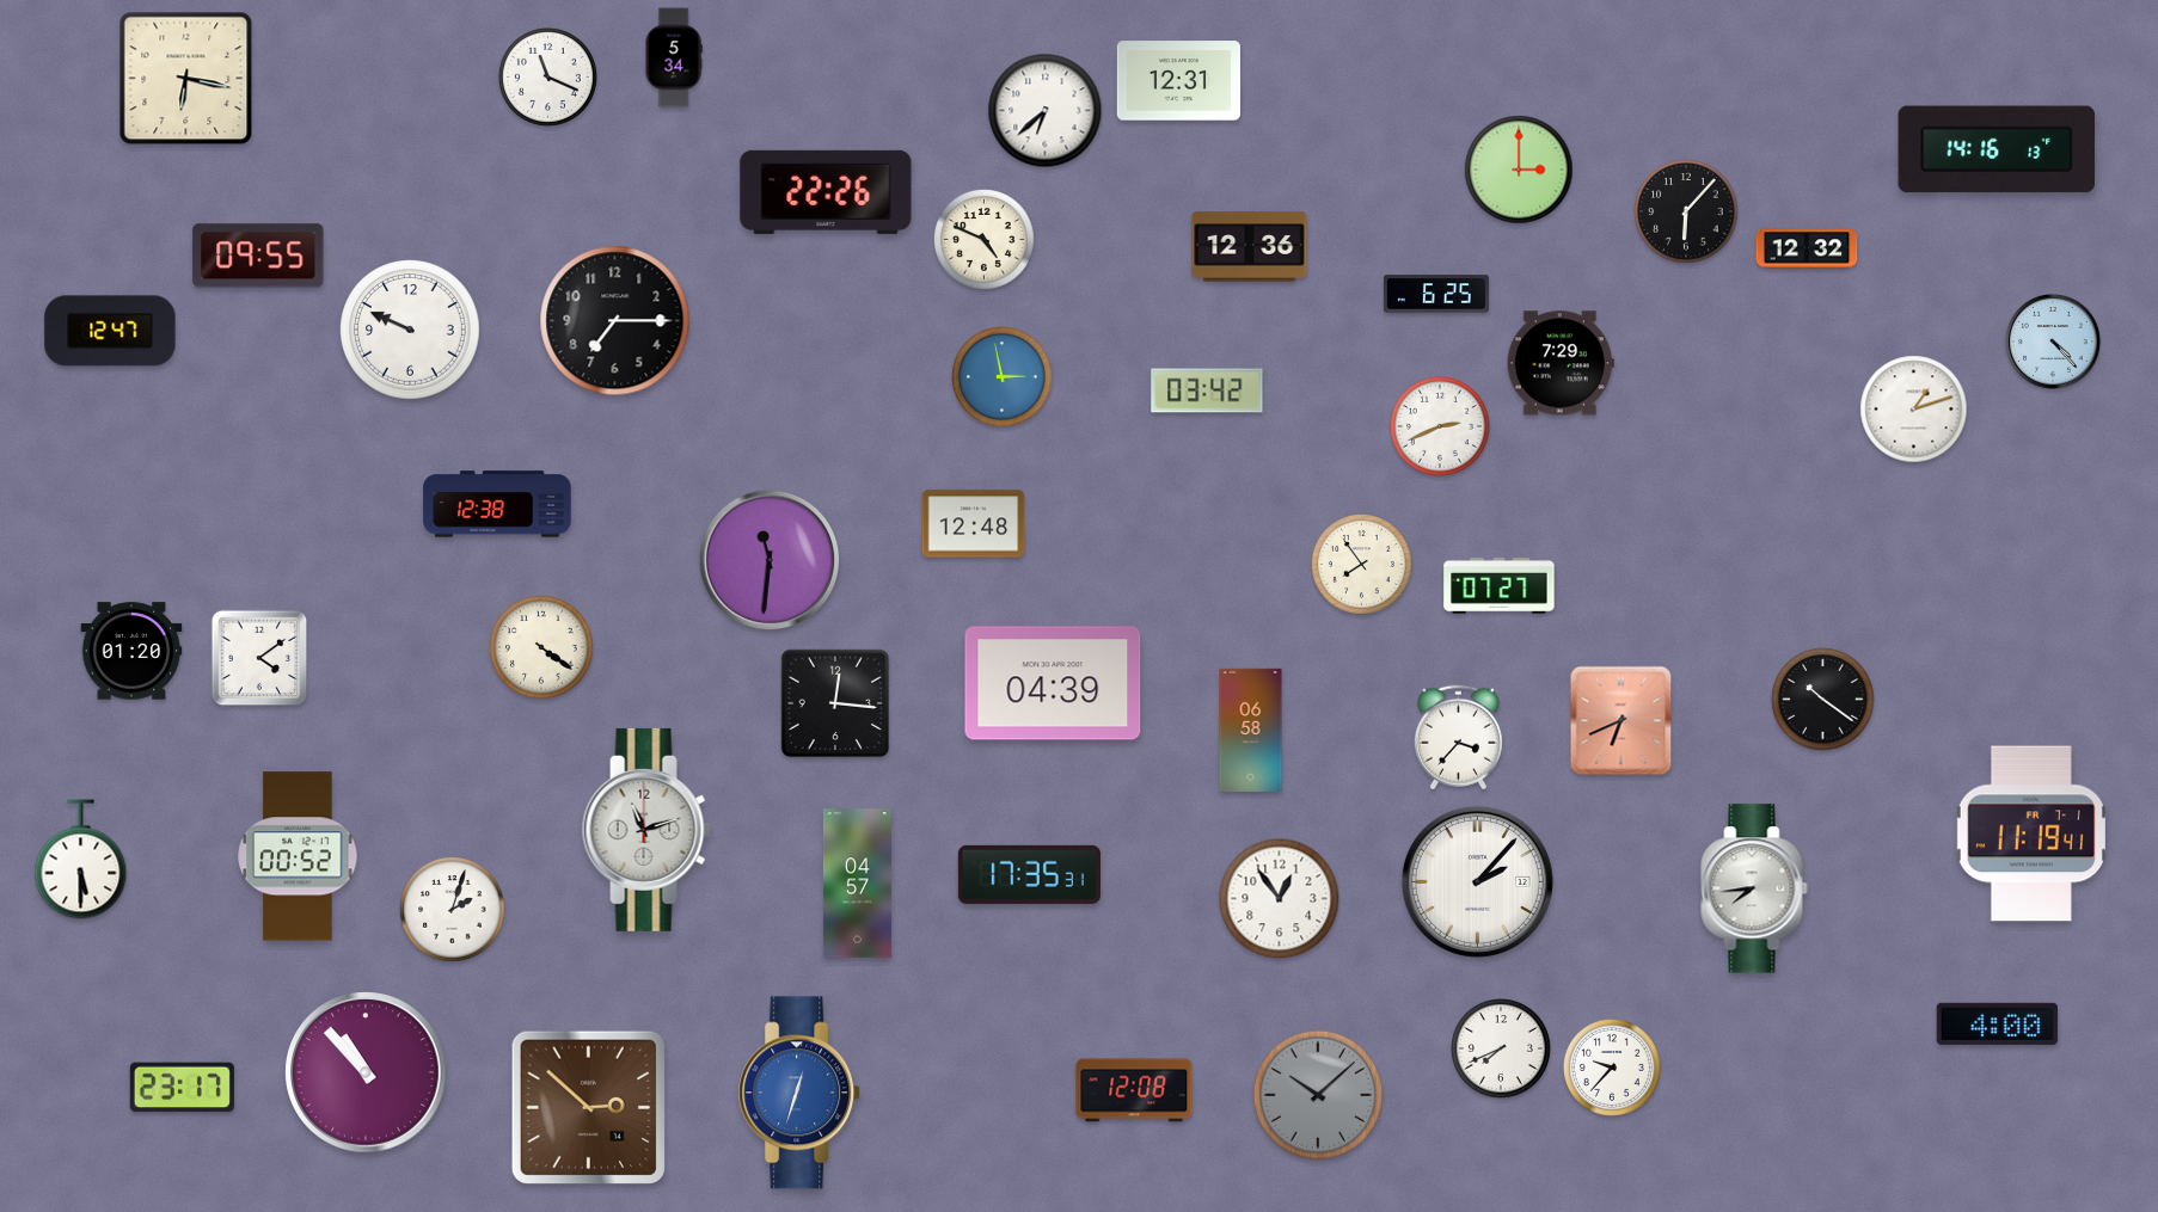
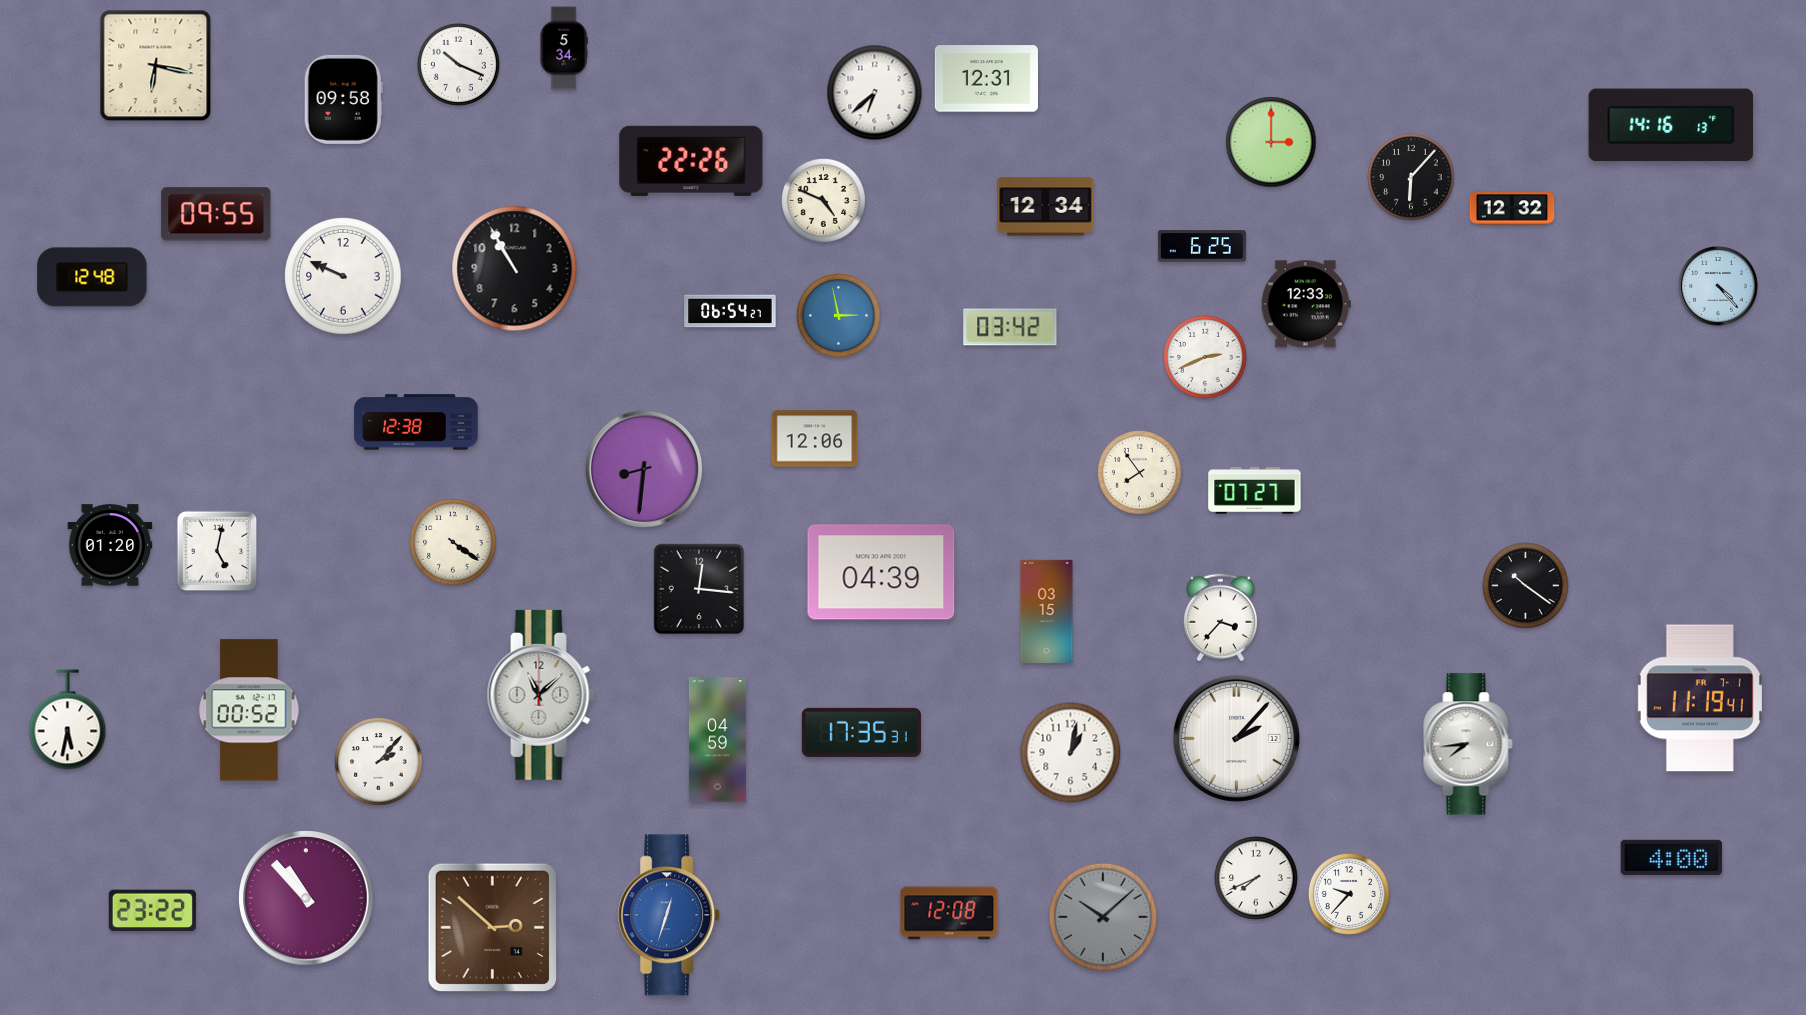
clock at (547, 76): 11:19 -> 10:19
clock at (1178, 81) position: (1178, 81) -> (986, 79)
clock at (343, 99): none -> 09:58
clock at (1250, 247): 12:36 -> 12:34
clock at (615, 321): 7:15 -> 10:55
clock at (110, 331): 12:47 -> 12:48
clock at (1561, 363): 7:29 -> 12:33
clock at (730, 311): none -> 06:54
clock at (1914, 410): 1:12 -> none
clock at (974, 524): 12:48 -> 12:06
clock at (770, 560): 11:31 -> 8:31
clock at (259, 658): 4:09 -> 5:02
clock at (1621, 721): 6:41 -> none
clock at (1251, 730): 06:58 -> 03:15
clock at (646, 830): 11:12 -> 11:08
clock at (298, 856) position: (298, 856) -> (249, 710)
clock at (81, 860): 5:30 -> 5:32
clock at (857, 884): 04:57 -> 04:59
clock at (1280, 899): 12:54 -> 1:02
clock at (453, 910): 2:03 -> 2:07
clock at (182, 1088): 23:17 -> 23:22
